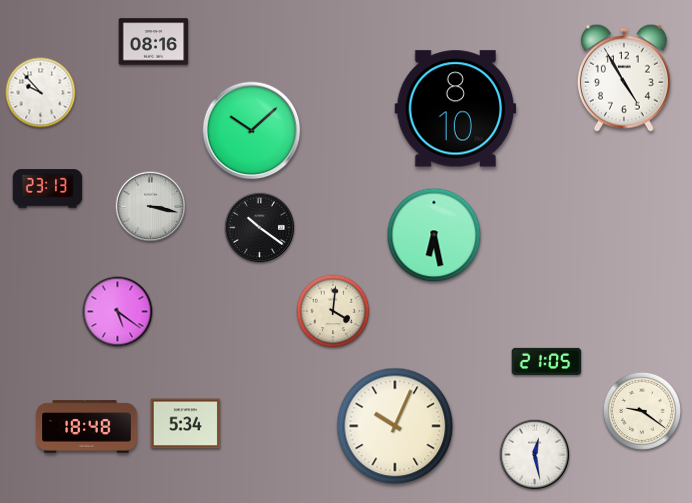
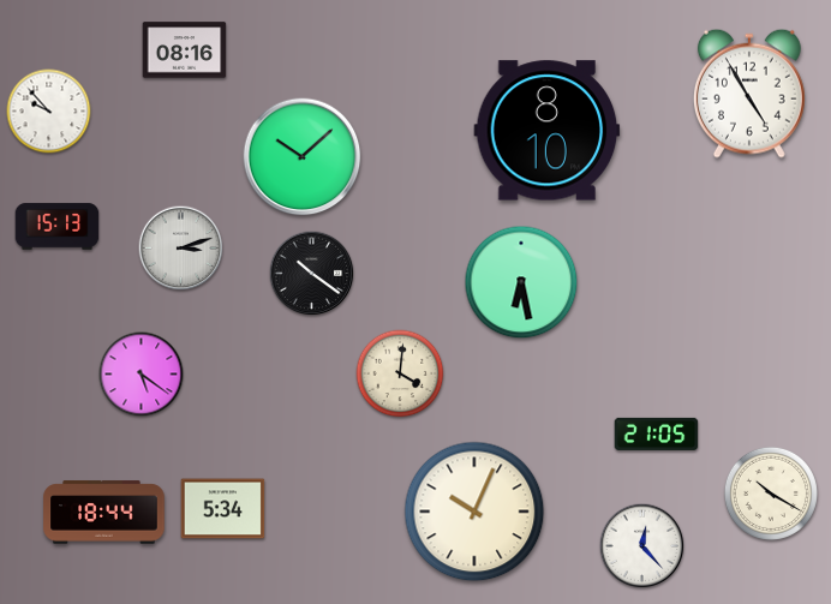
clock at (48, 189): 23:13 -> 15:13
clock at (151, 207): 3:17 -> 3:12
clock at (642, 411): 9:21 -> 10:20
clock at (87, 427): 18:48 -> 18:44
clock at (535, 455): 12:28 -> 12:23
